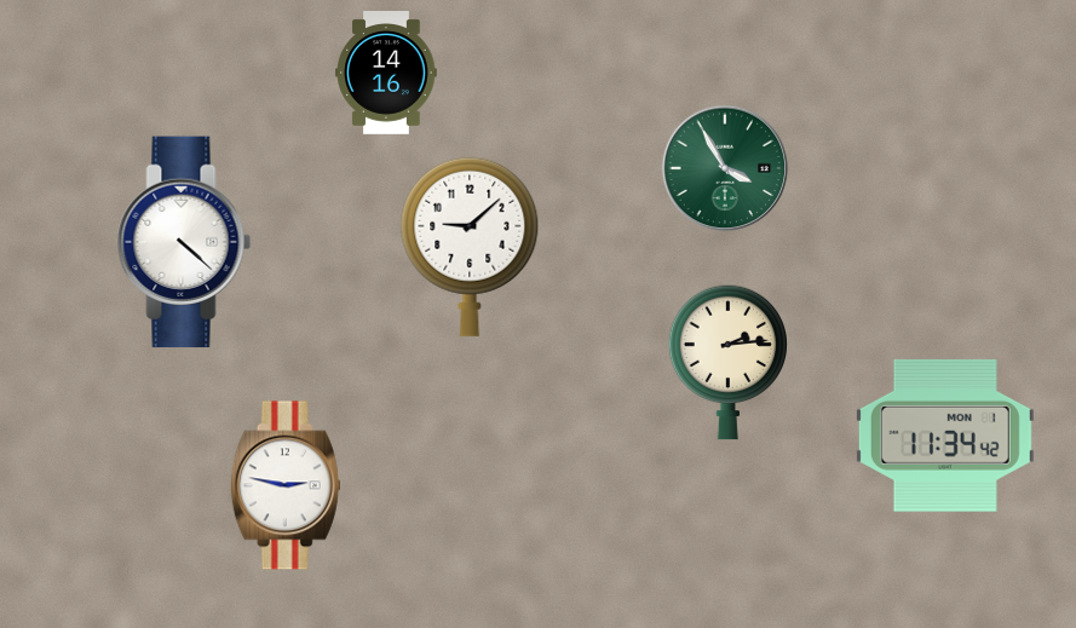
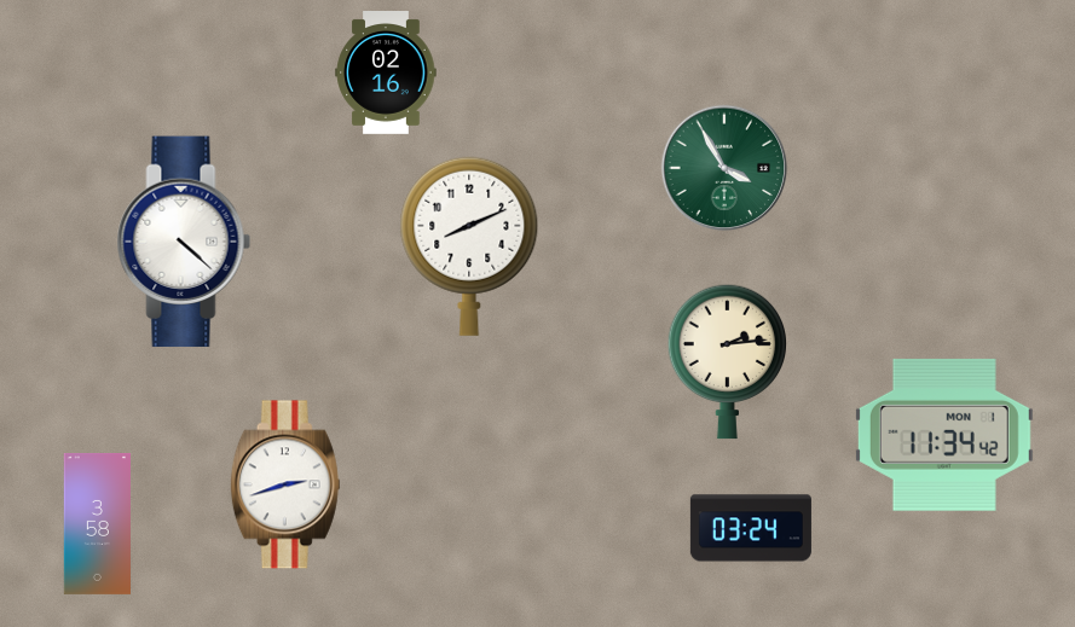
clock at (386, 74): 14:16 -> 02:16
clock at (470, 247): 9:08 -> 8:11
clock at (286, 485): 2:47 -> 2:42
clock at (97, 524): none -> 3:58
clock at (751, 528): none -> 03:24
